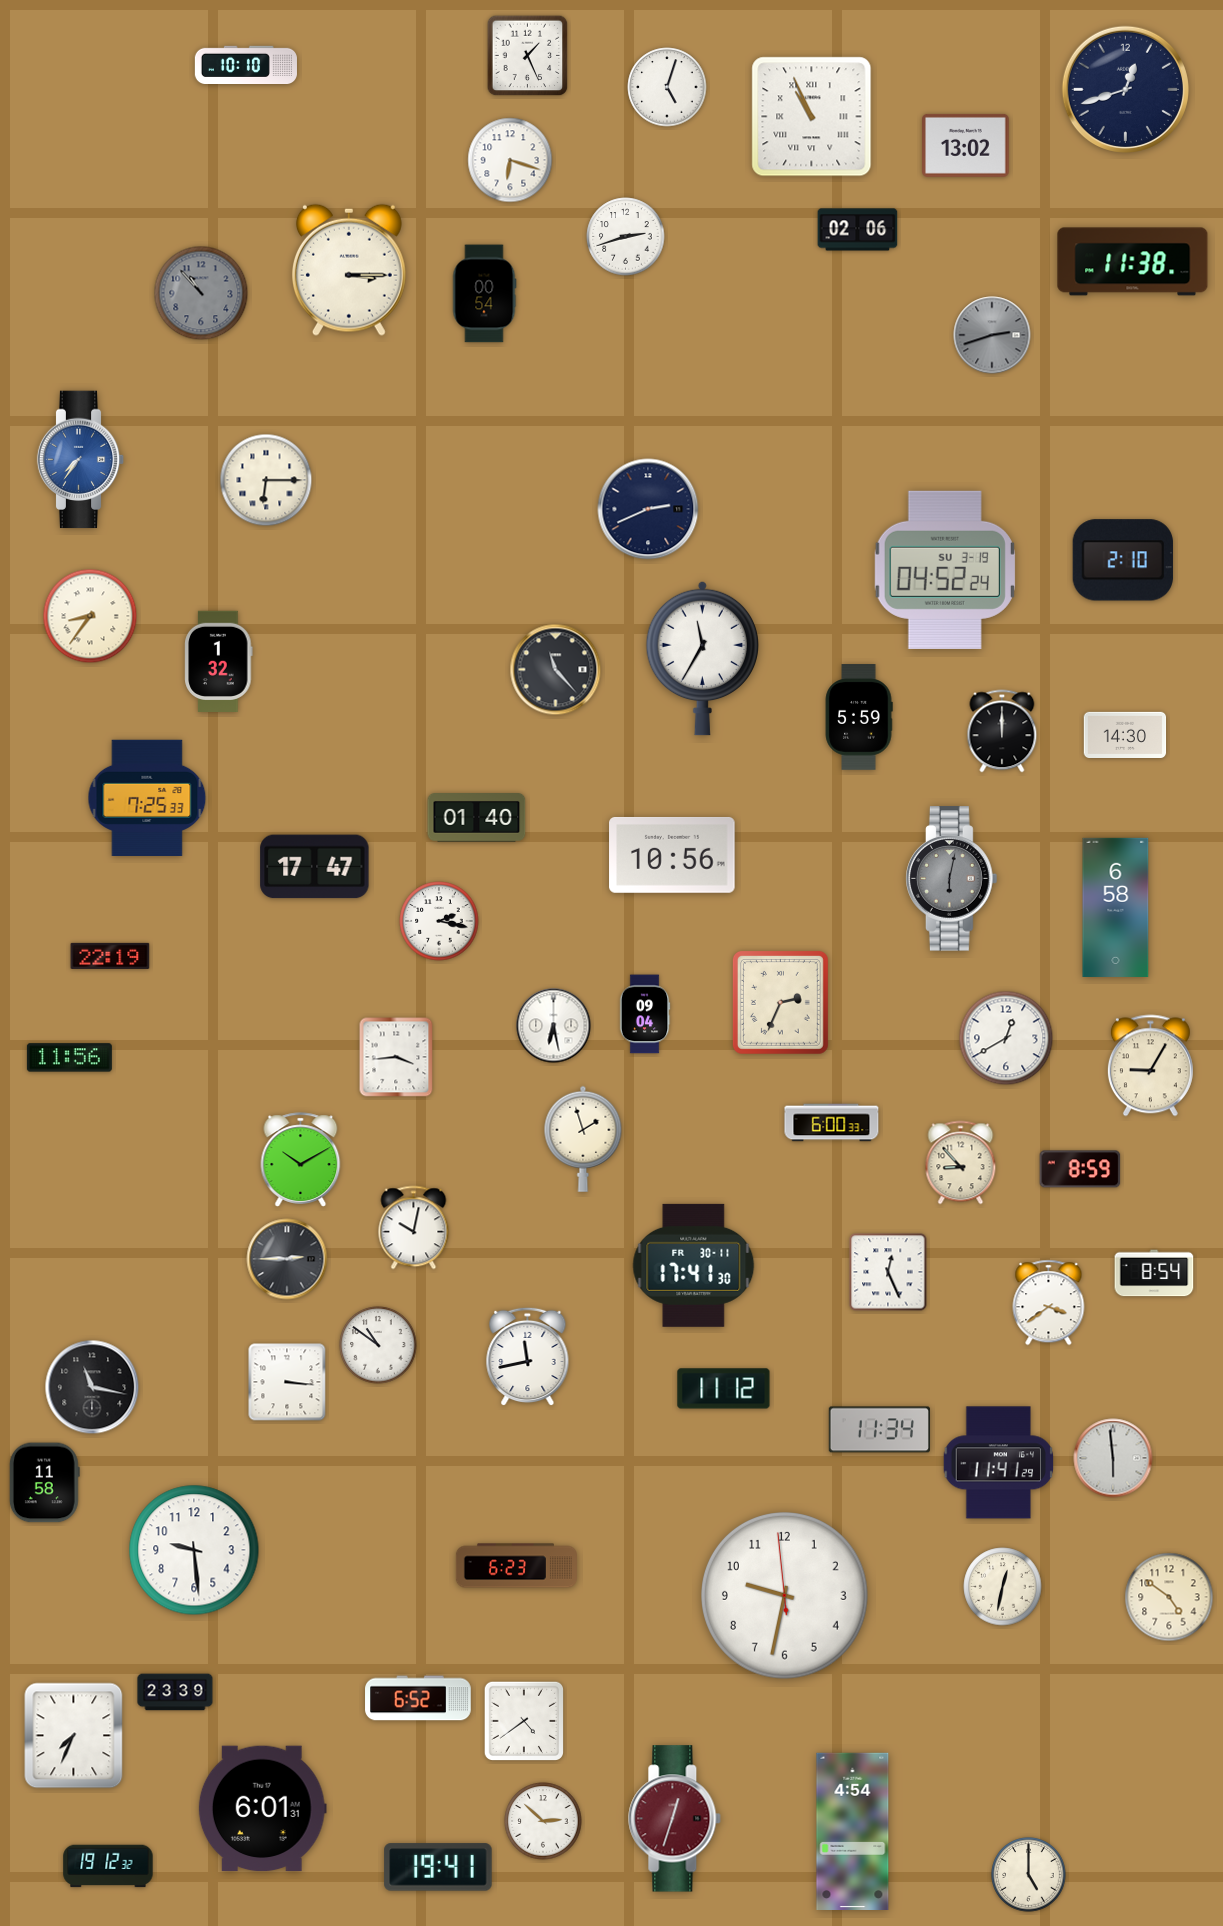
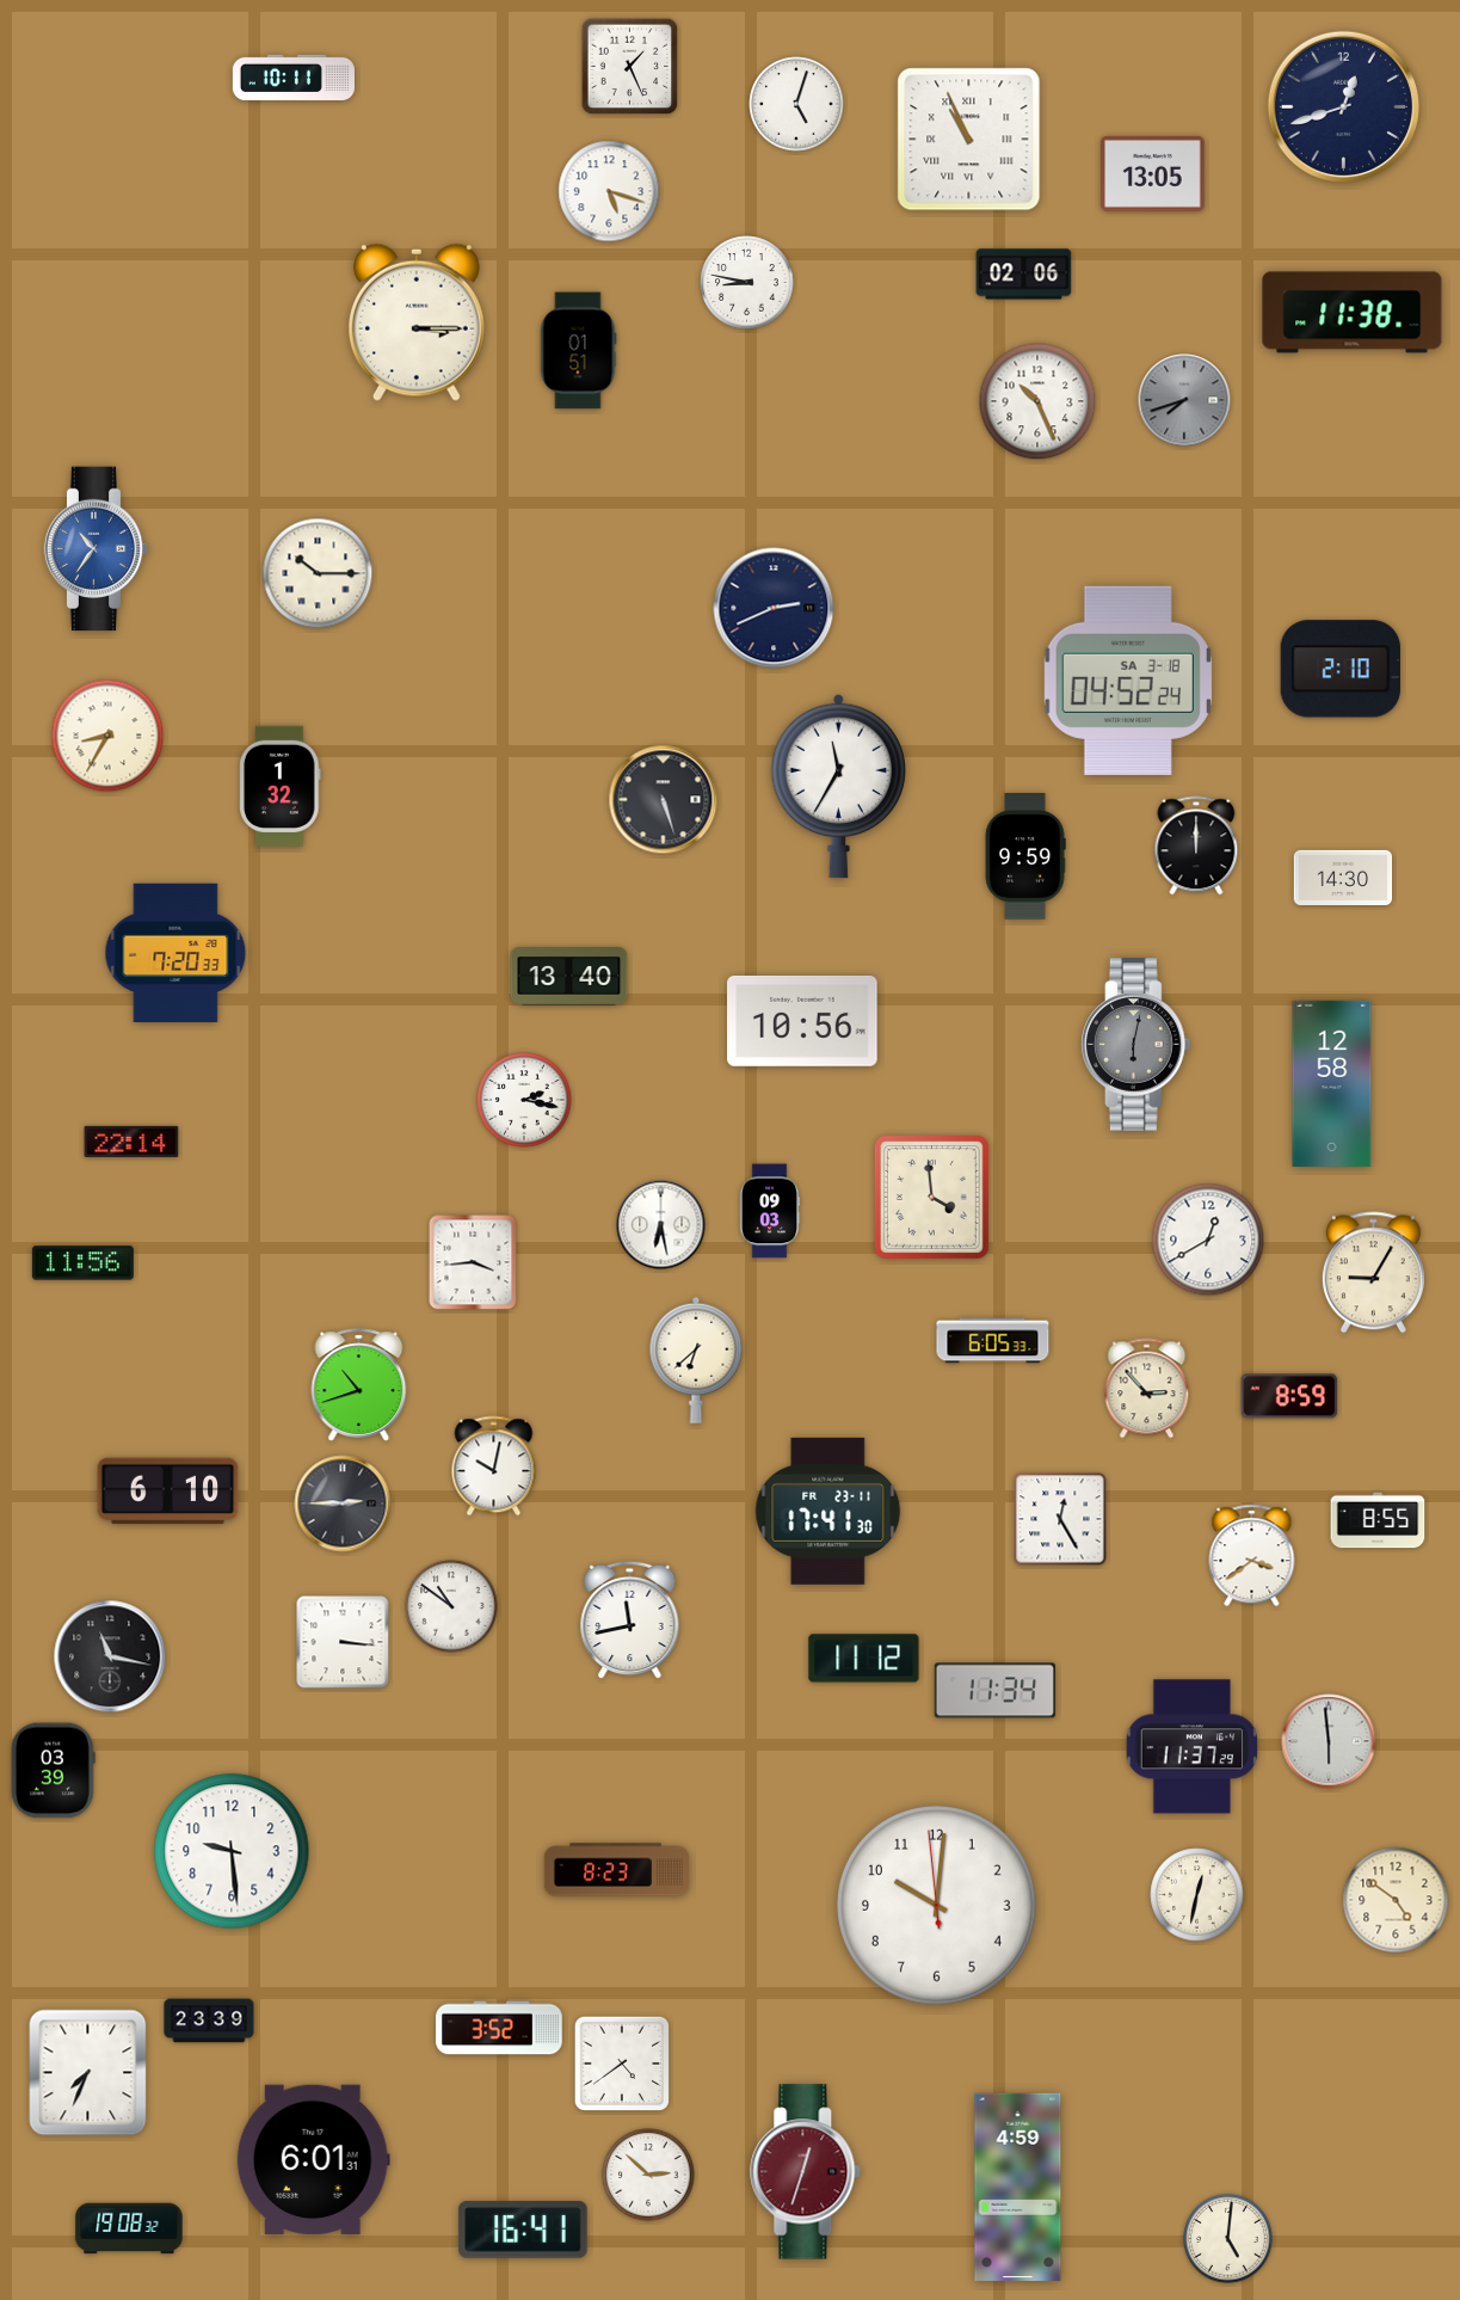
clock at (246, 65): 10:10 -> 10:11
clock at (966, 145): 13:02 -> 13:05
clock at (510, 160): 6:18 -> 5:18
clock at (626, 237): 2:42 -> 8:47
clock at (201, 293): 10:53 -> none
clock at (484, 294): 00:54 -> 01:51
clock at (992, 335): 2:42 -> 7:42
clock at (1037, 401): none -> 10:26
clock at (81, 460): 7:36 -> 10:36
clock at (266, 480): 6:15 -> 10:15
clock at (945, 570) date: SU 3-19 -> SA 3-18
clock at (90, 616): 8:36 -> 8:35
clock at (219, 661) position: (219, 661) -> (281, 786)
clock at (556, 670): 11:23 -> 5:27
clock at (859, 717): 5:59 -> 9:59
clock at (1002, 731) position: (1002, 731) -> (1196, 845)
clock at (147, 798): 7:25 -> 7:20
clock at (477, 818): 01:40 -> 13:40
clock at (315, 867): 17:47 -> none
clock at (952, 879) position: (952, 879) -> (1136, 1045)
clock at (1116, 907): 6:58 -> 12:58
clock at (110, 956): 22:19 -> 22:14
clock at (780, 1002): 2:34 -> 3:59
clock at (645, 1014): 09:04 -> 09:03
clock at (1006, 1038) position: (1006, 1038) -> (1208, 1240)
clock at (832, 1123): 6:00 -> 6:05
clock at (583, 1139): 1:57 -> 6:38
clock at (301, 1160): 10:10 -> 10:42
clock at (961, 1163): 8:53 -> 2:53
clock at (168, 1492): none -> 6:10
clock at (694, 1265) date: FR 30-11 -> FR 23-11
clock at (888, 1272): 12:26 -> 12:25
clock at (1154, 1273): 8:54 -> 8:55
clock at (287, 1382) position: (287, 1382) -> (343, 1642)
clock at (879, 1430) position: (879, 1430) -> (994, 1691)
clock at (999, 1463): 11:41 -> 11:37
clock at (44, 1483): 11:58 -> 03:39
clock at (516, 1566): 6:23 -> 8:23
clock at (785, 1596): 9:31 -> 10:00
clock at (1169, 1597) position: (1169, 1597) -> (1396, 1900)
clock at (418, 1698): 6:52 -> 3:52
clock at (523, 1720) position: (523, 1720) -> (621, 2062)
clock at (853, 1831): 4:54 -> 4:59
clock at (108, 1866): 19:12 -> 19:08
clock at (438, 1867): 19:41 -> 16:41
clock at (1029, 1875): 5:00 -> 5:01
